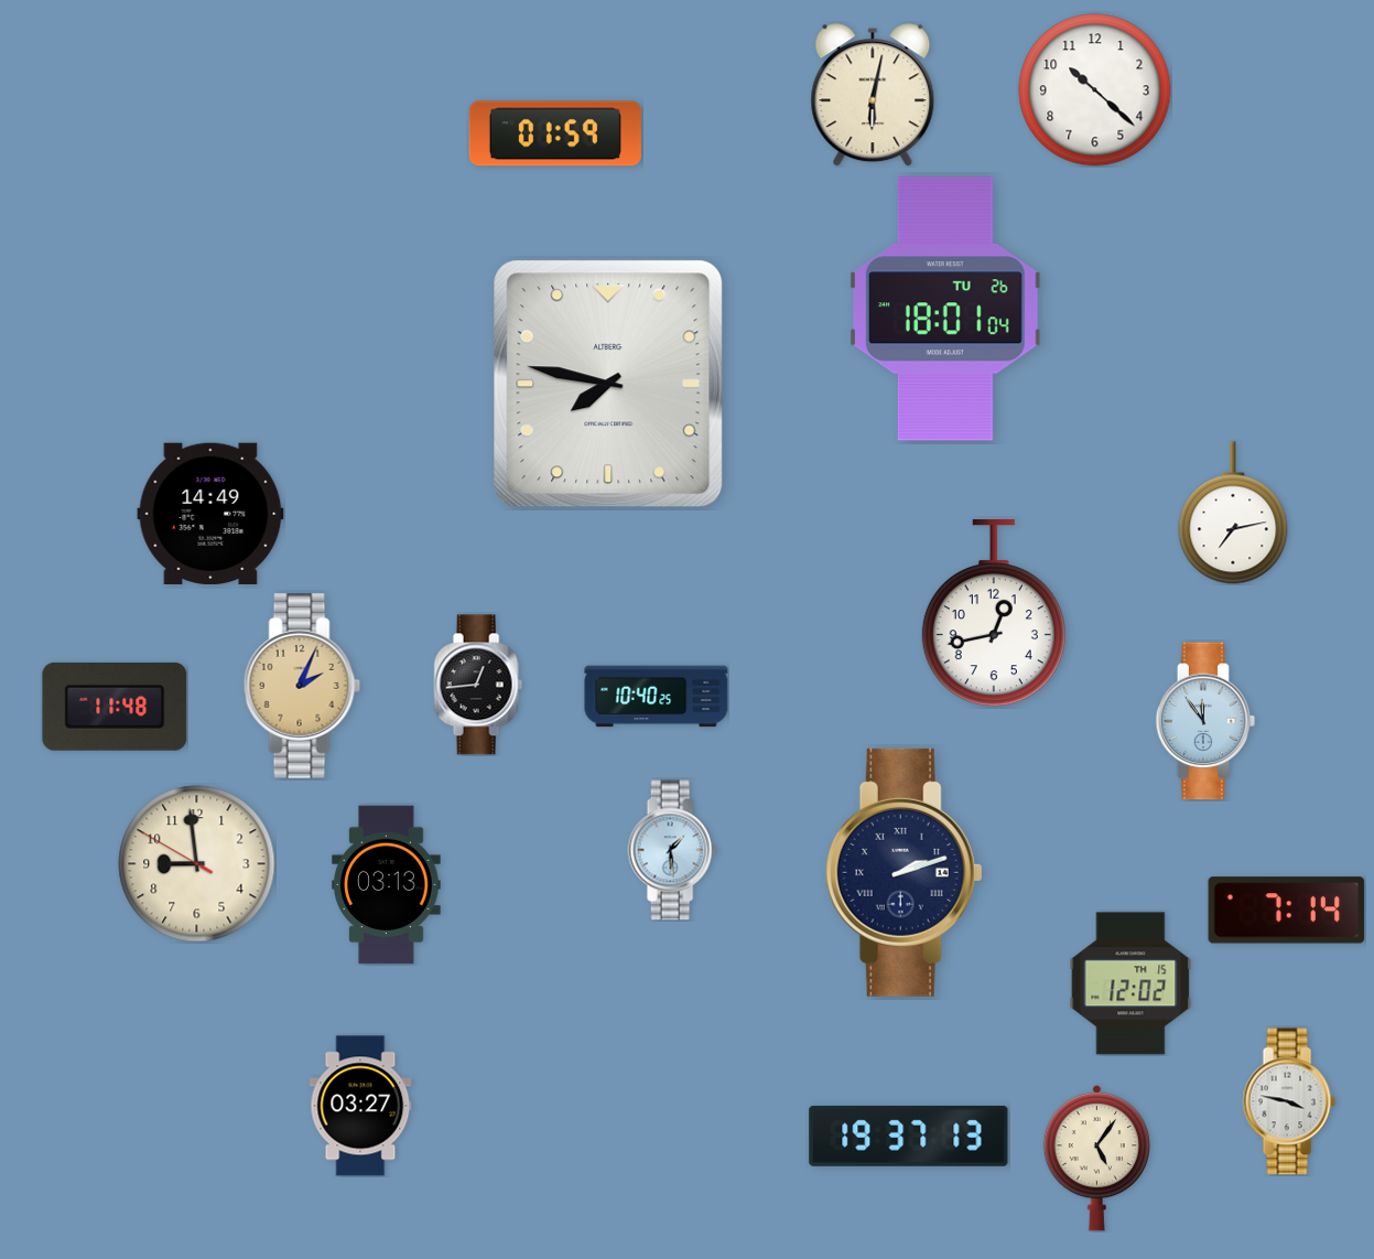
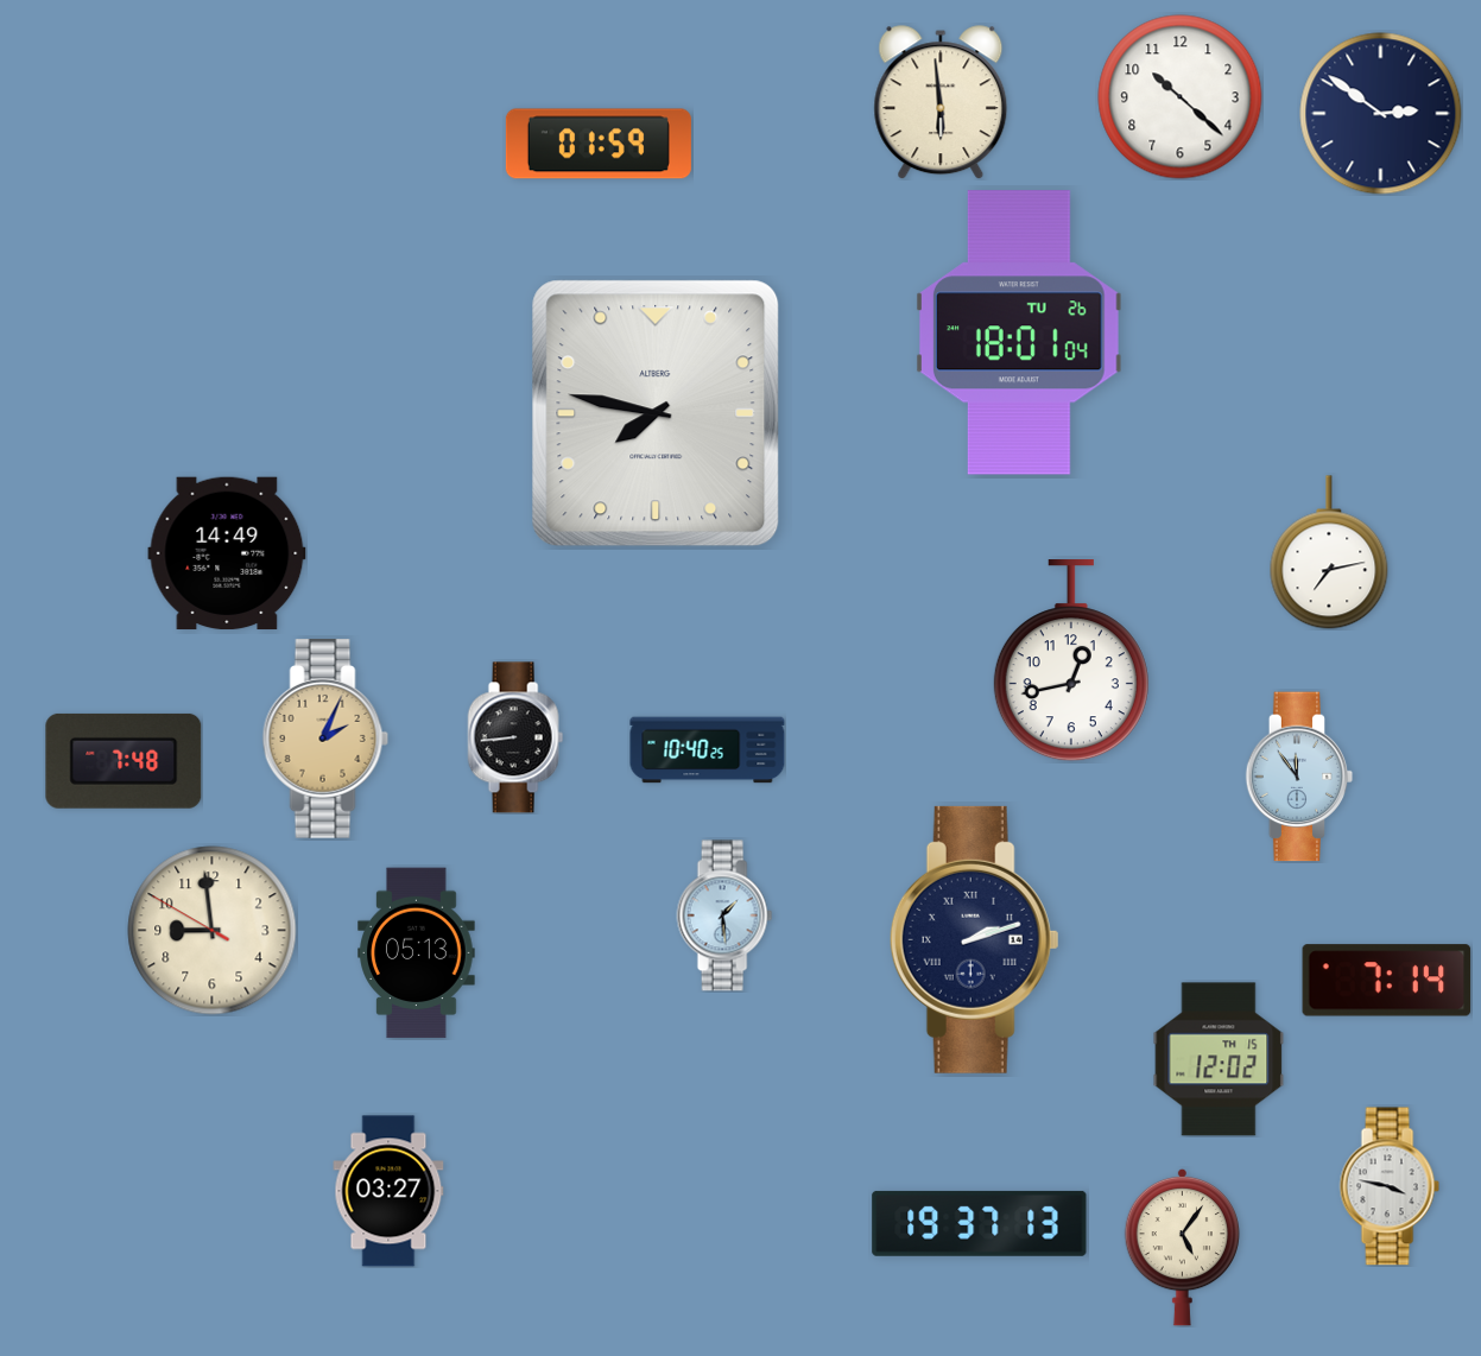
clock at (873, 95): 6:02 -> 5:59
clock at (1381, 114): none -> 2:51
clock at (478, 685): 12:44 -> 8:44
clock at (115, 707): 11:48 -> 7:48
clock at (387, 885): 03:13 -> 05:13
